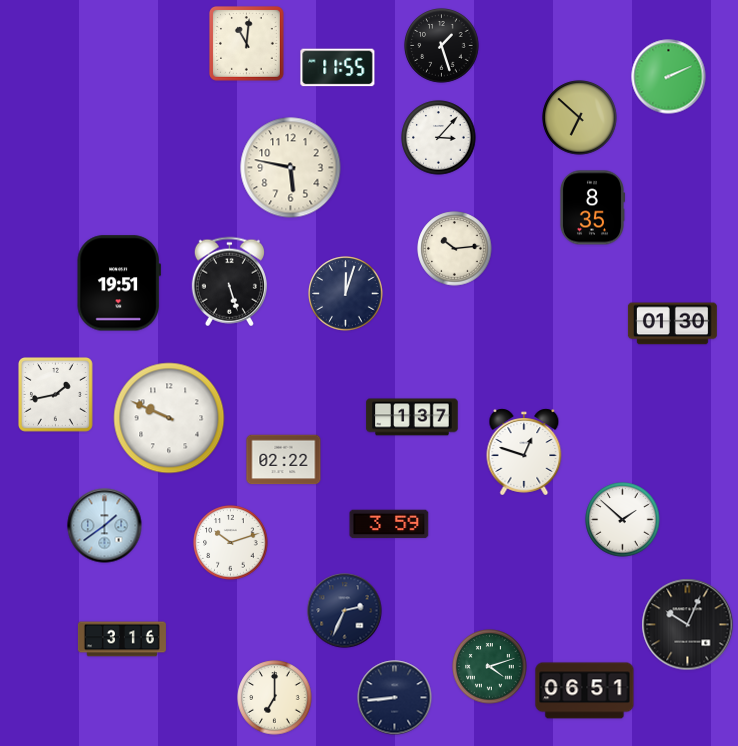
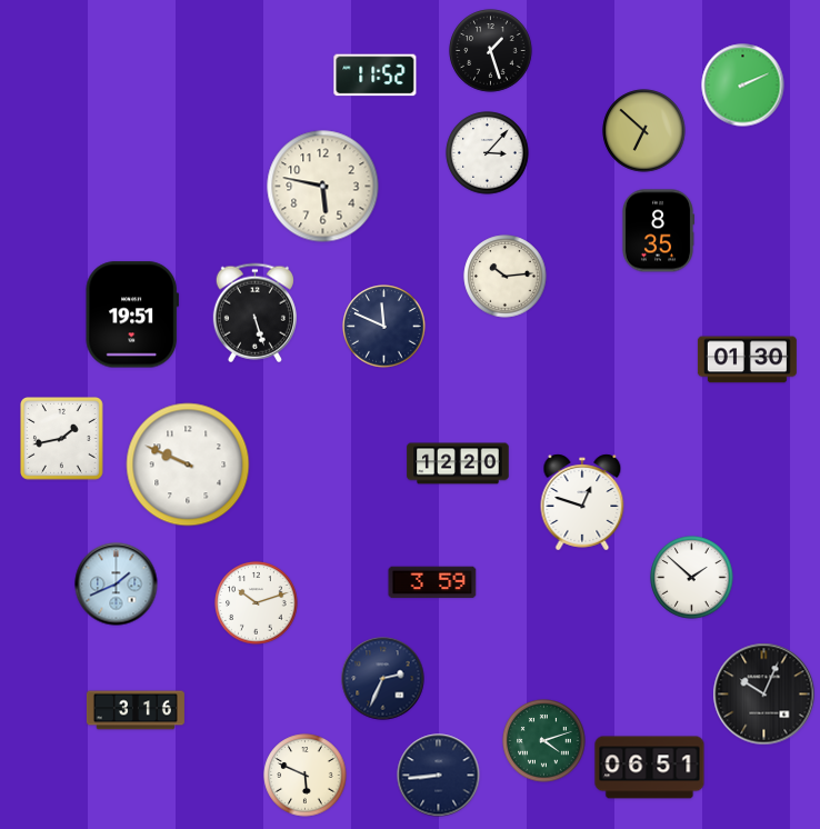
clock at (247, 44): 11:01 -> none
clock at (338, 68): 11:55 -> 11:52
clock at (346, 294): 12:03 -> 11:49
clock at (412, 417): 1:37 -> 12:20
clock at (284, 460): 02:22 -> none
clock at (105, 526): 1:39 -> 1:41
clock at (275, 698): 7:00 -> 5:49
